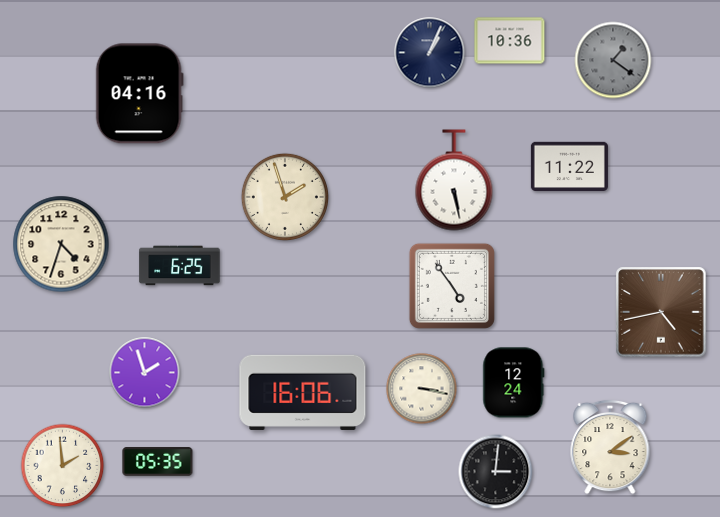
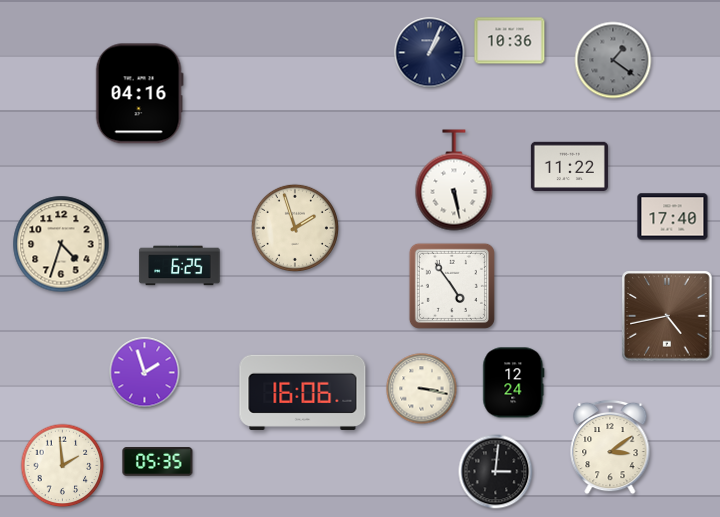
clock at (285, 197) position: (285, 197) -> (295, 228)
clock at (673, 217): none -> 17:40
clock at (661, 312) position: (661, 312) -> (667, 316)
